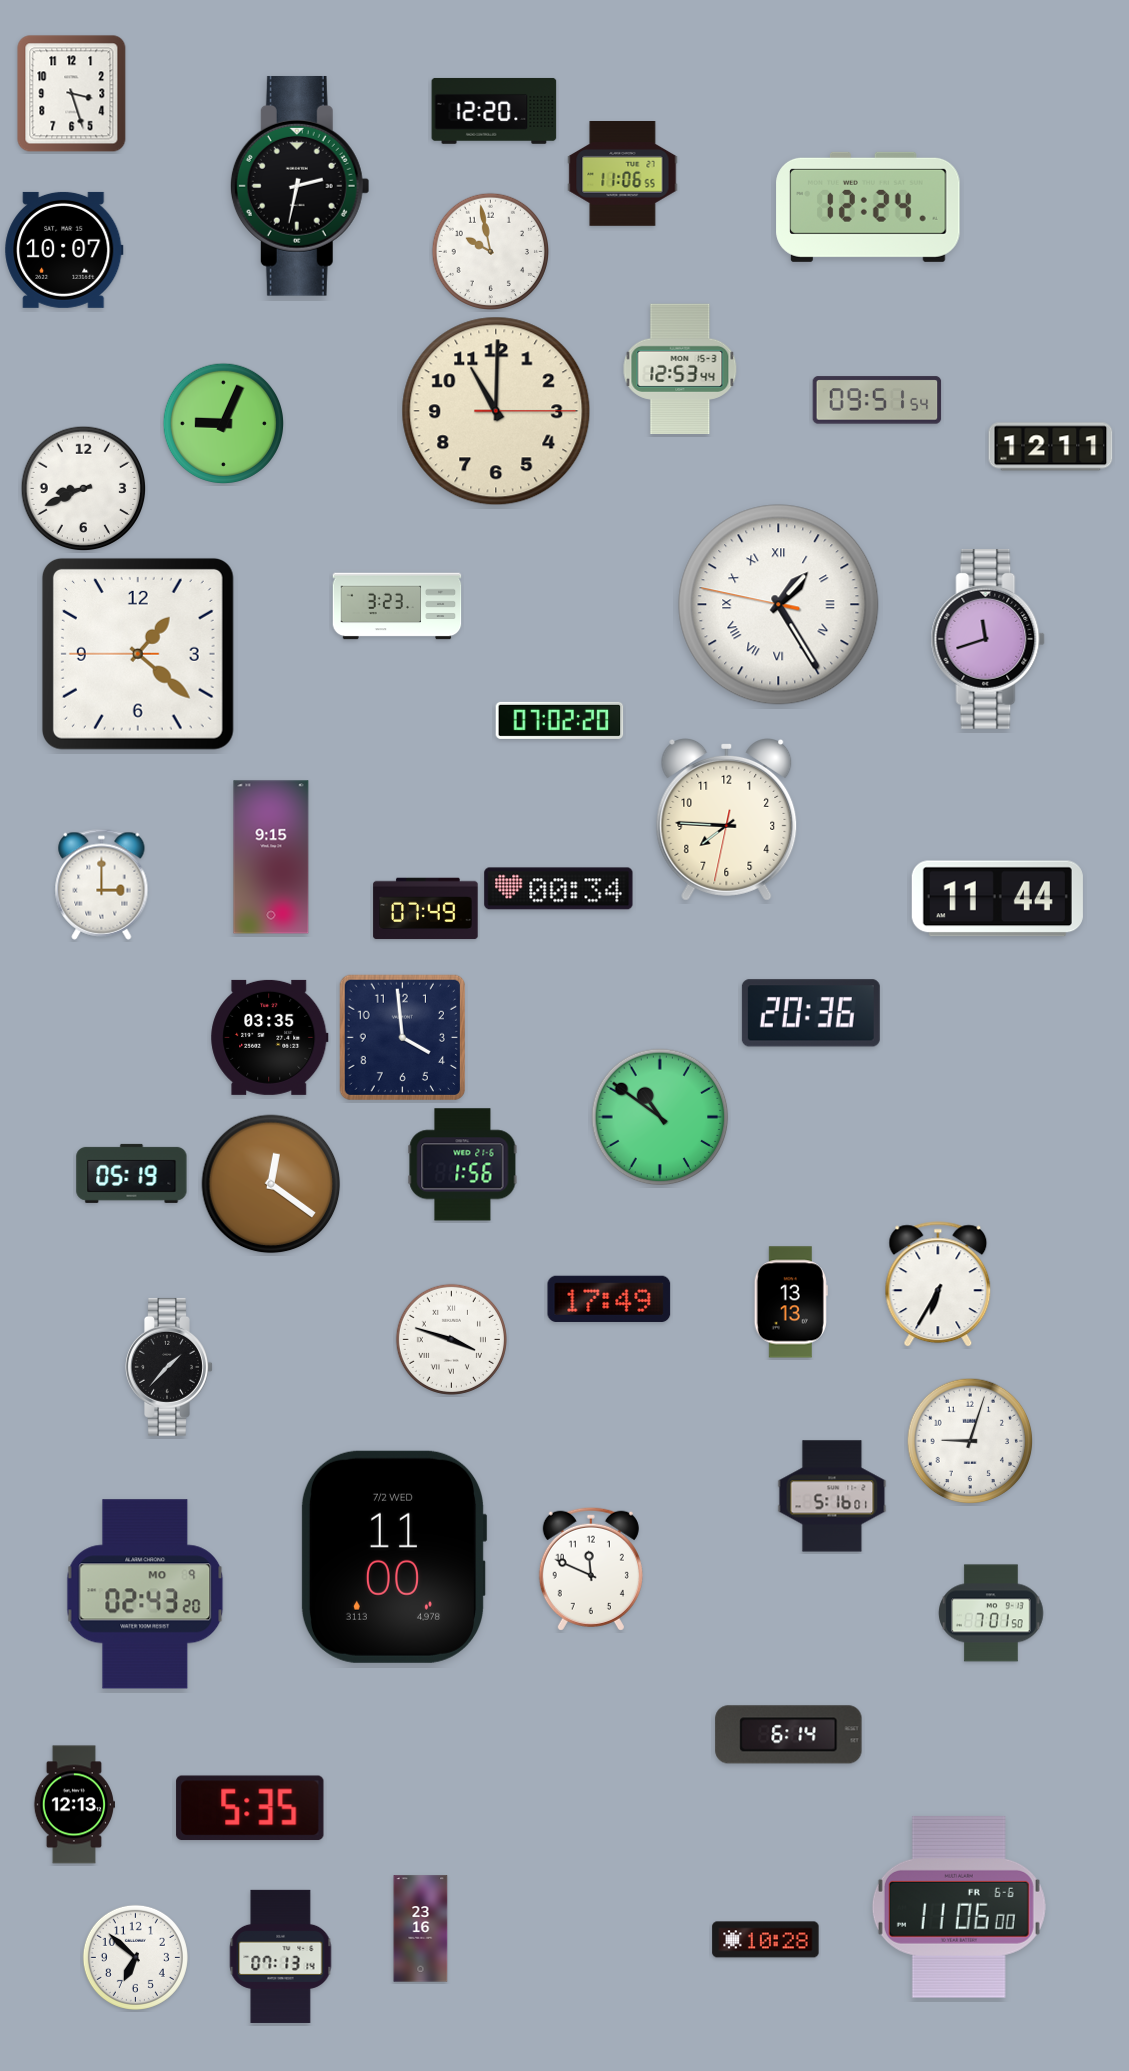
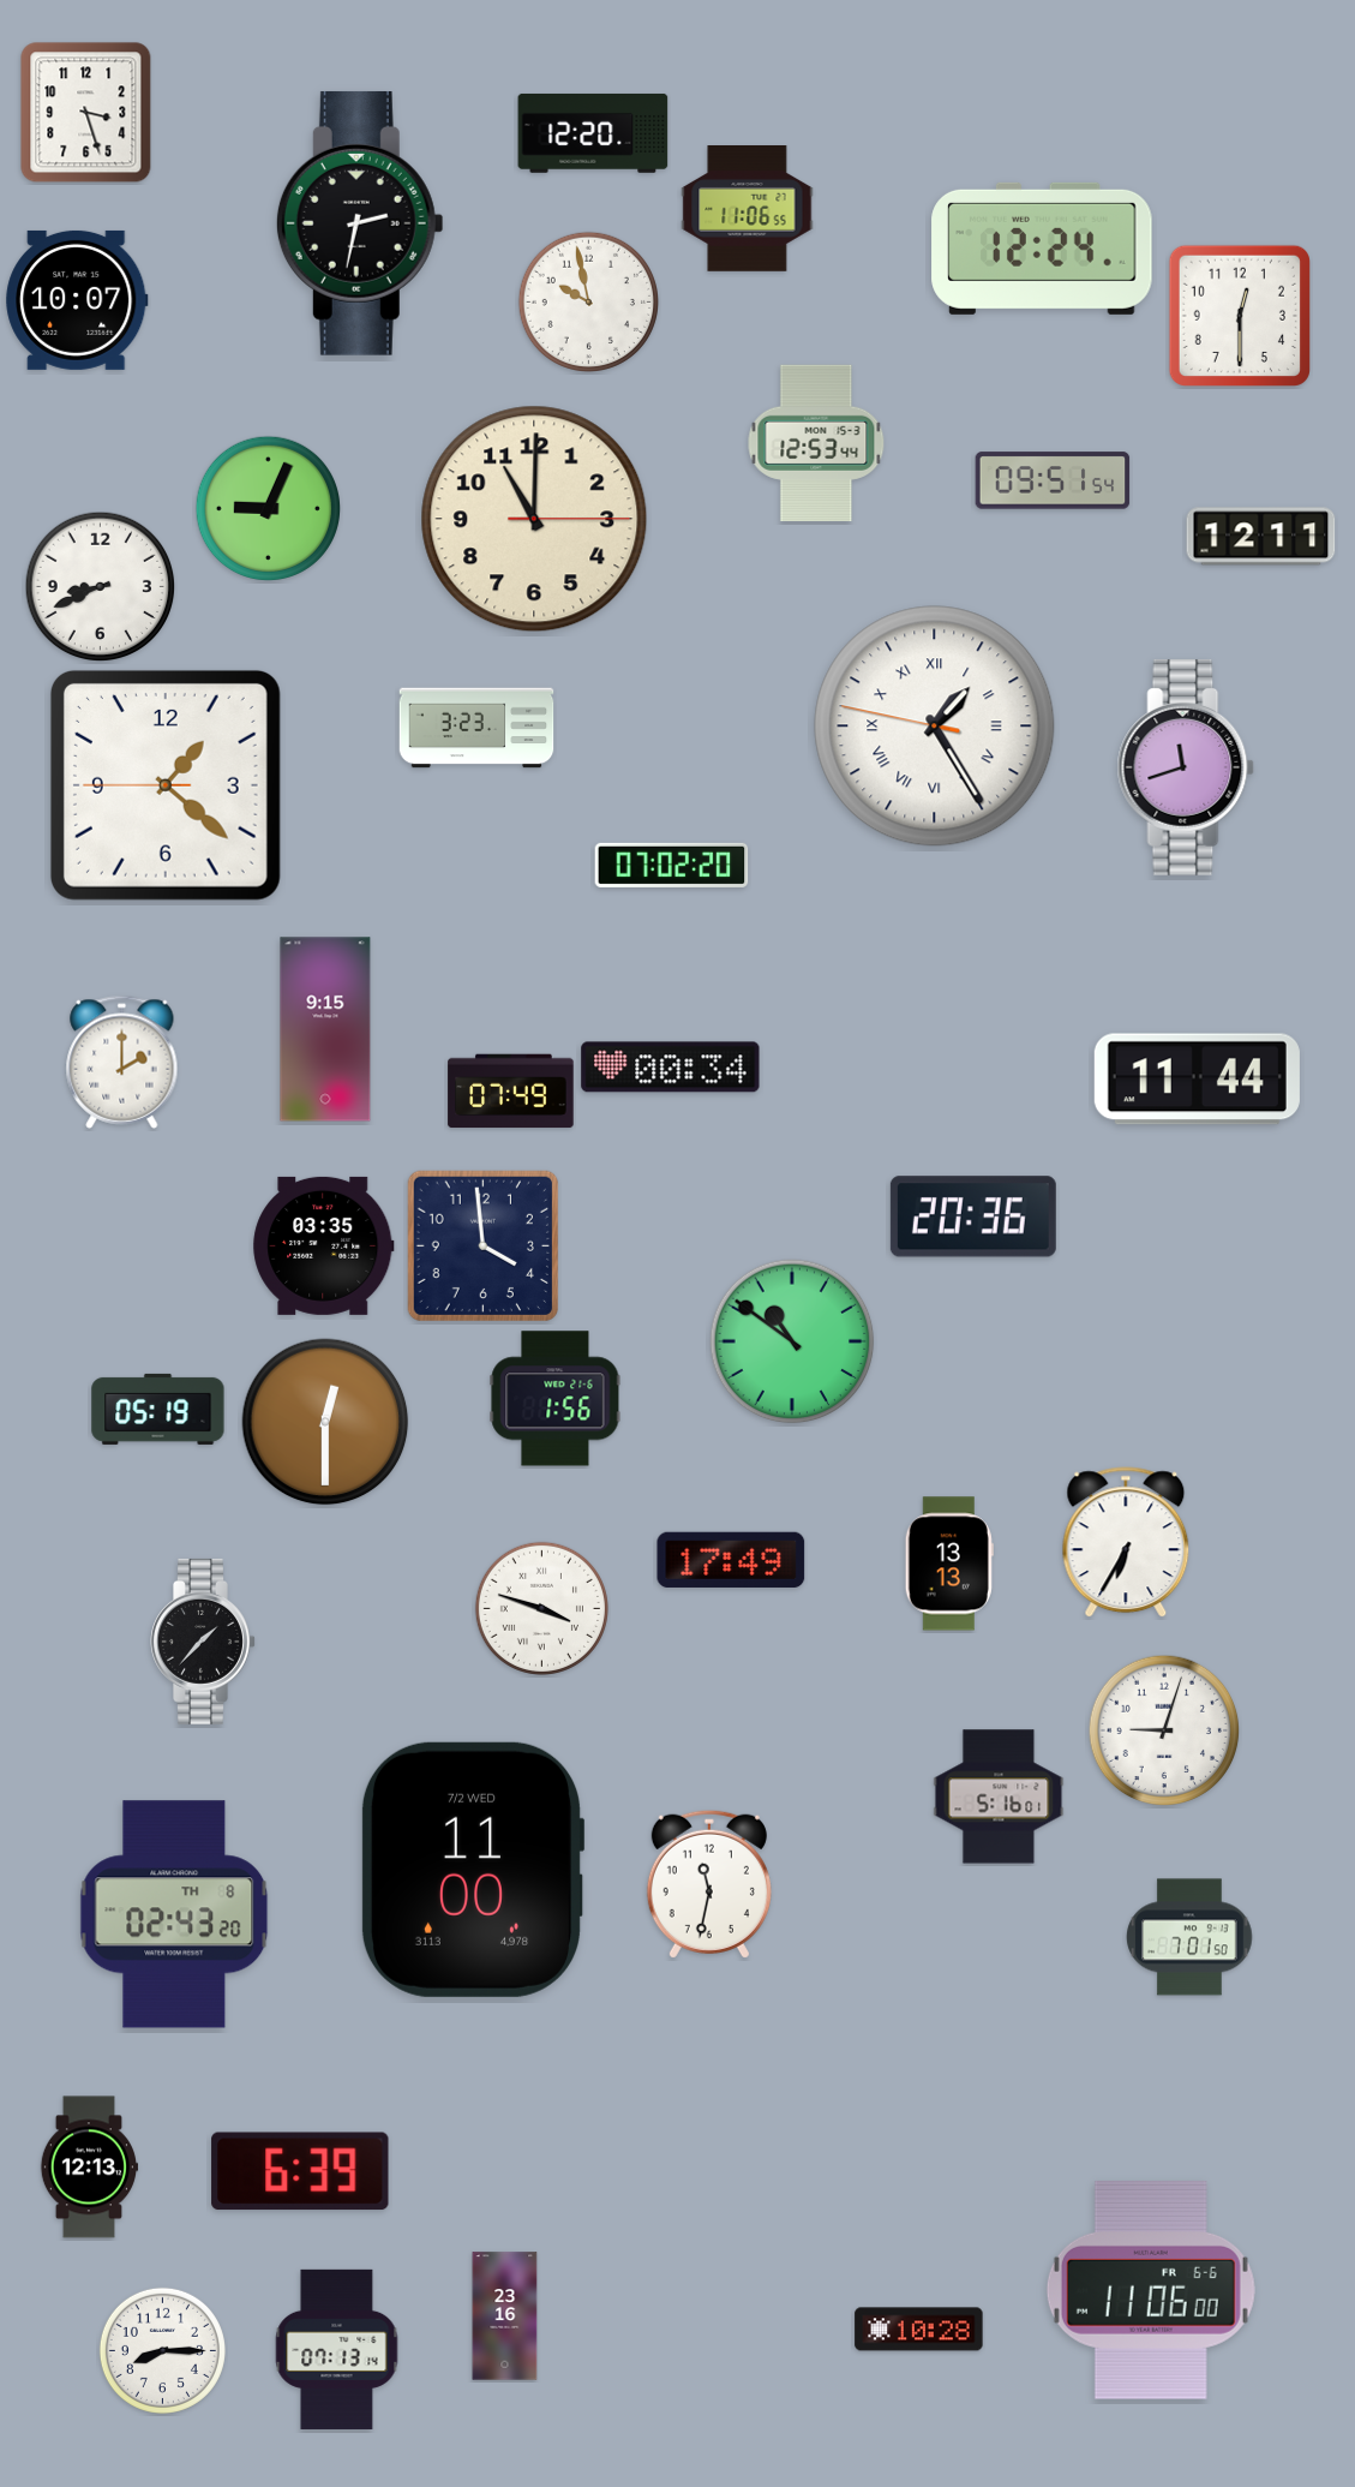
clock at (1240, 316): none -> 12:30
clock at (496, 411) position: (496, 411) -> (534, 519)
clock at (727, 820): 7:45 -> none
clock at (102, 884): 3:00 -> 2:00
clock at (271, 1184): 12:21 -> 12:30
clock at (591, 1569): 11:49 -> 11:32
clock at (145, 1594) date: MO 9 -> TH 8
clock at (789, 1735): 6:14 -> none
clock at (250, 1808): 5:35 -> 6:39
clock at (135, 1957): 6:52 -> 8:15
